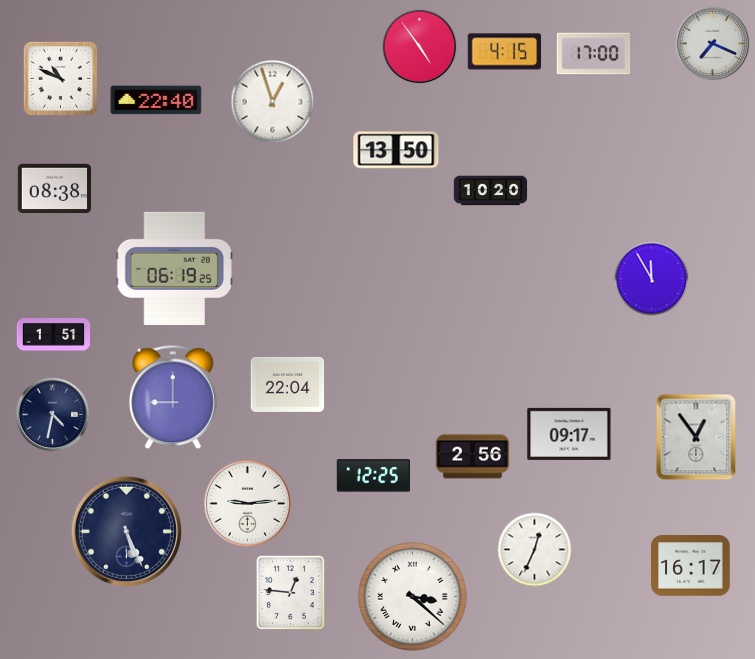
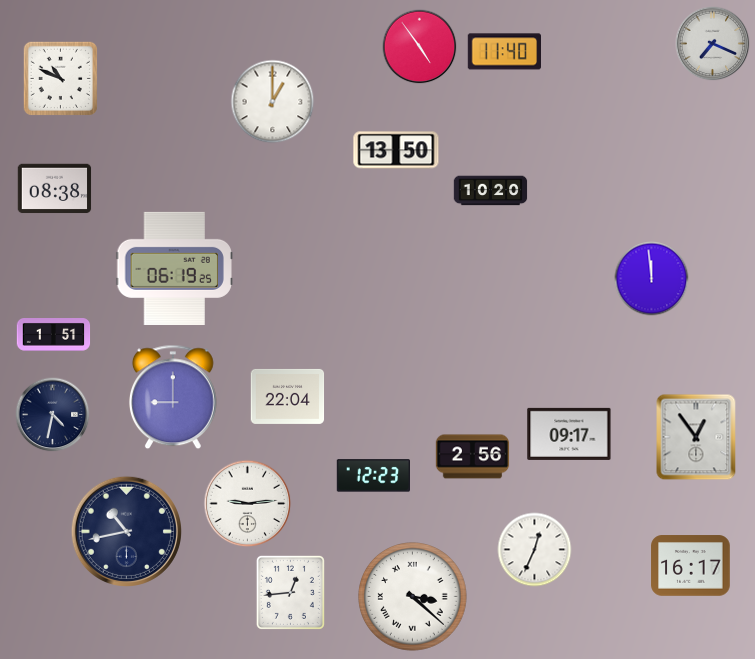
clock at (504, 52): 4:15 -> 11:40
clock at (594, 54): 17:00 -> none
clock at (156, 100): 22:40 -> none
clock at (273, 102): 12:57 -> 1:00
clock at (652, 279): 11:55 -> 11:59
clock at (288, 384) position: (288, 384) -> (288, 396)
clock at (373, 476): 12:25 -> 12:23
clock at (126, 531): 5:26 -> 10:43
clock at (290, 592): 12:46 -> 12:44
